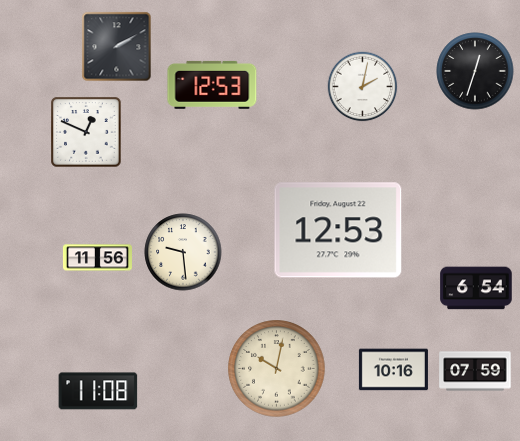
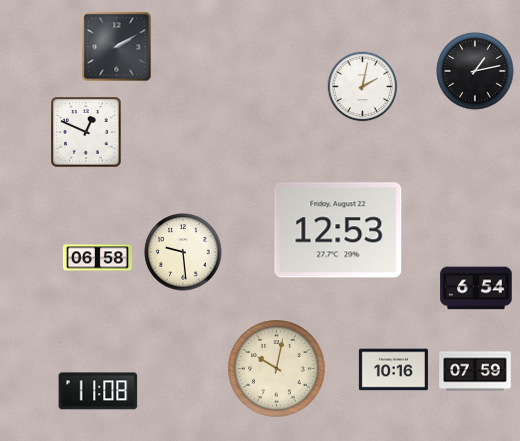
clock at (475, 71): 12:33 -> 1:13
clock at (212, 85): 12:53 -> none
clock at (97, 258): 11:56 -> 06:58
